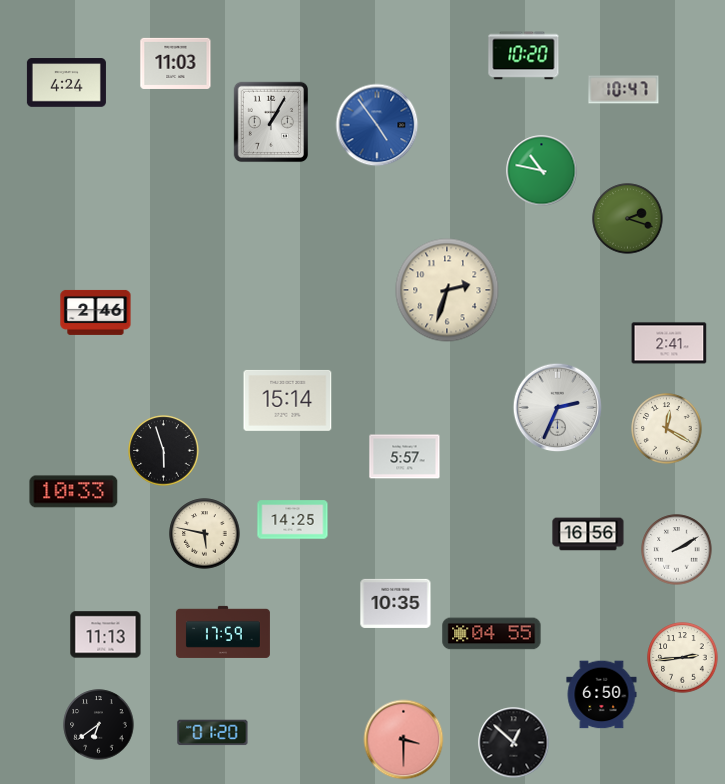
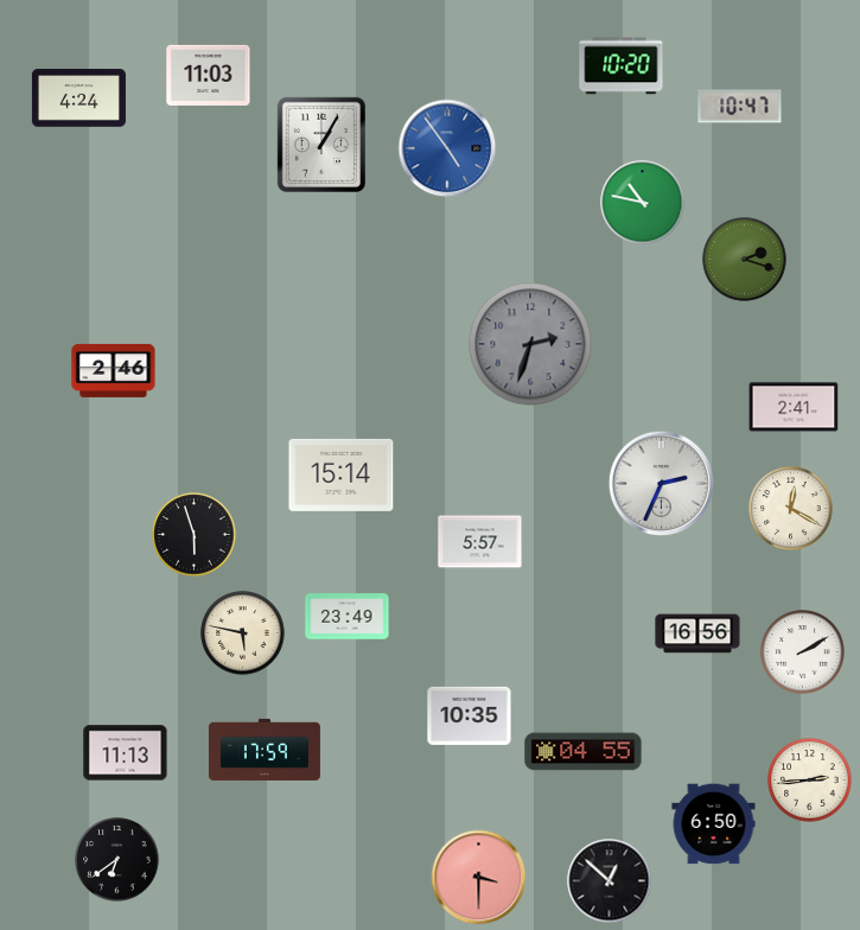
clock at (447, 290) dial: cream -> grey
clock at (74, 492): 10:33 -> none
clock at (293, 520): 14:25 -> 23:49
clock at (213, 733): 01:20 -> none
